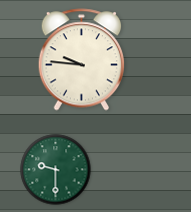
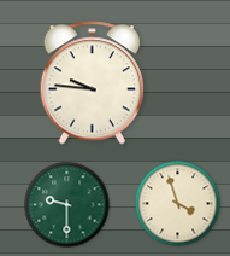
clock at (82, 60) position: (82, 60) -> (93, 83)
clock at (178, 204): none -> 3:57
